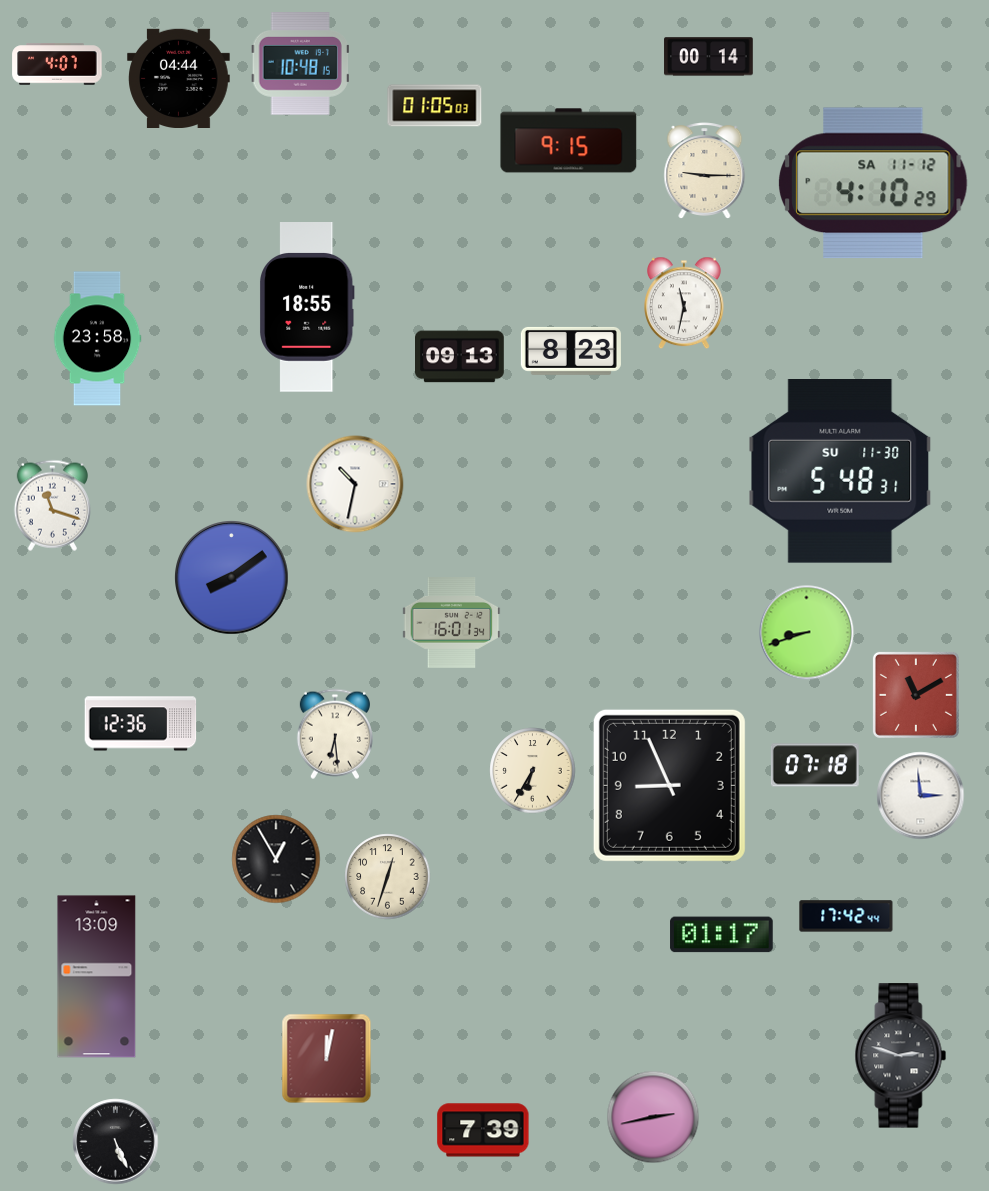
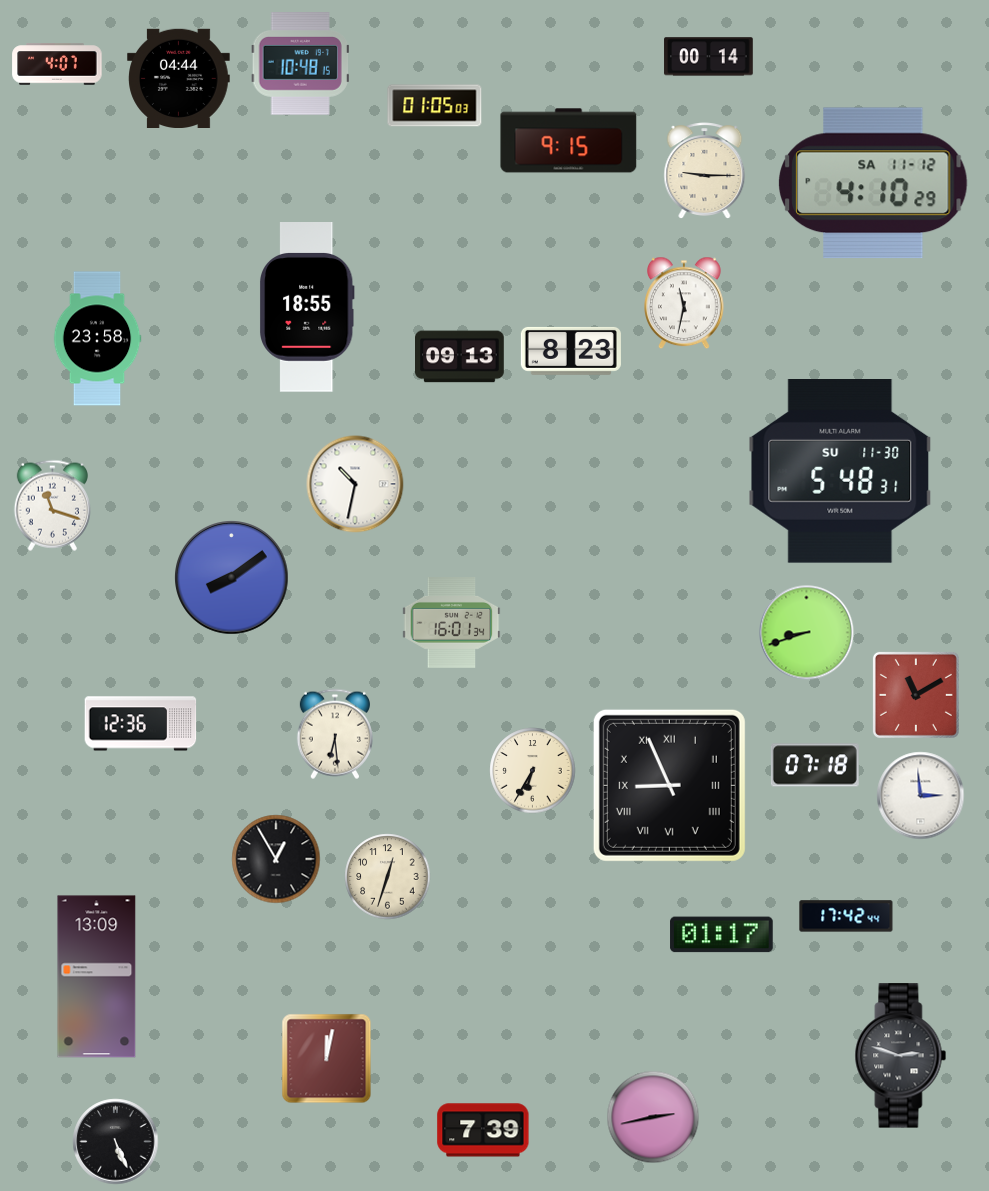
clock at (669, 785) numerals: Arabic -> Roman
